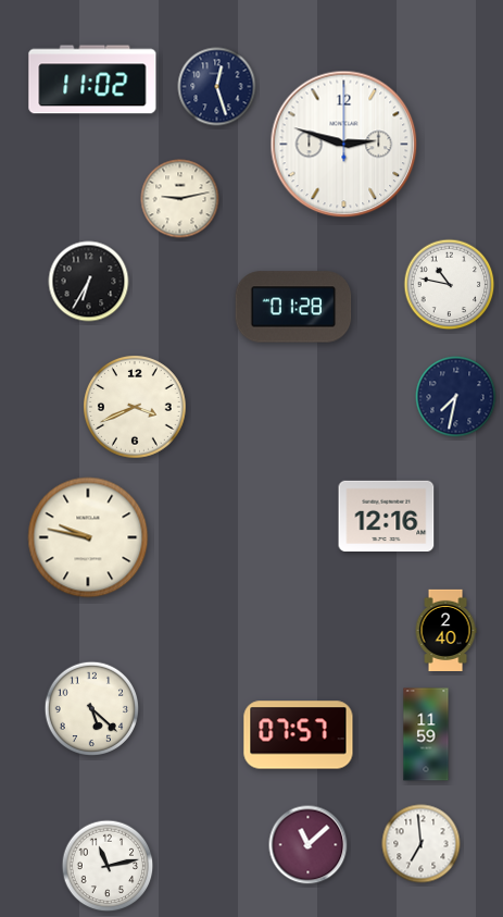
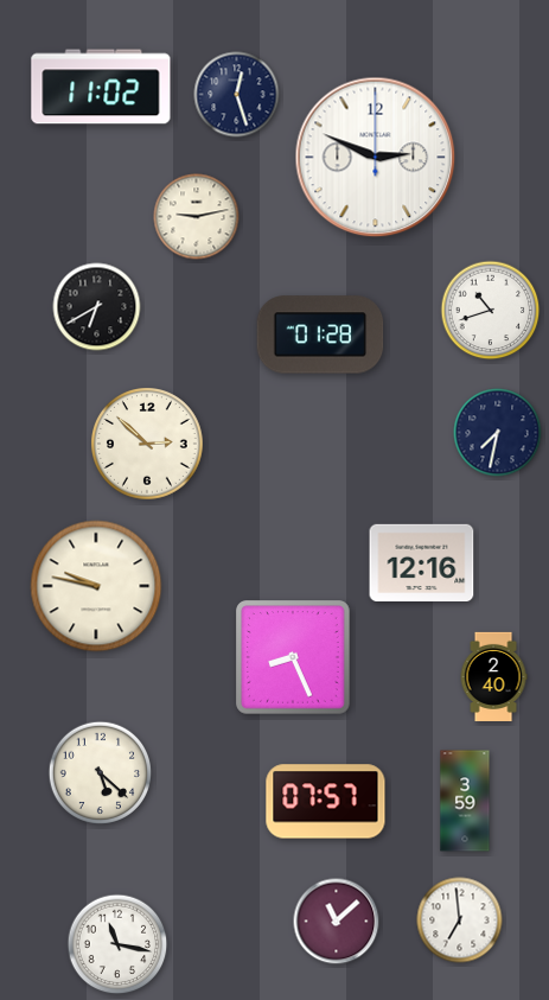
clock at (344, 145): 2:48 -> 2:49
clock at (89, 282): 6:35 -> 6:40
clock at (450, 285): 10:47 -> 10:42
clock at (136, 408): 3:41 -> 2:52
clock at (293, 657): none -> 8:26
clock at (445, 630) position: (445, 630) -> (493, 676)
clock at (426, 734): 11:59 -> 3:59
clock at (108, 866): 11:13 -> 11:17
